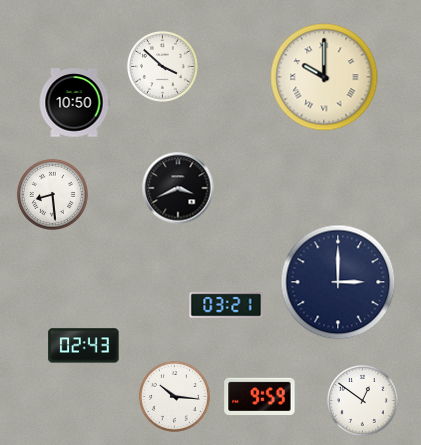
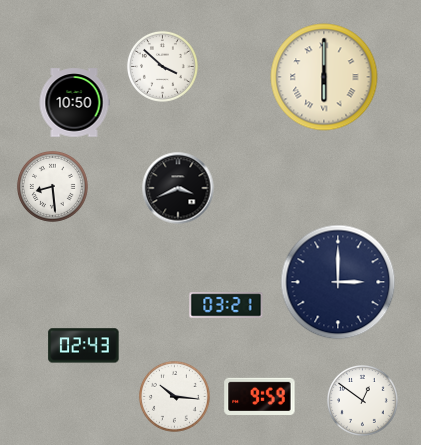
clock at (324, 77): 10:00 -> 6:00
clock at (52, 194) position: (52, 194) -> (52, 186)
